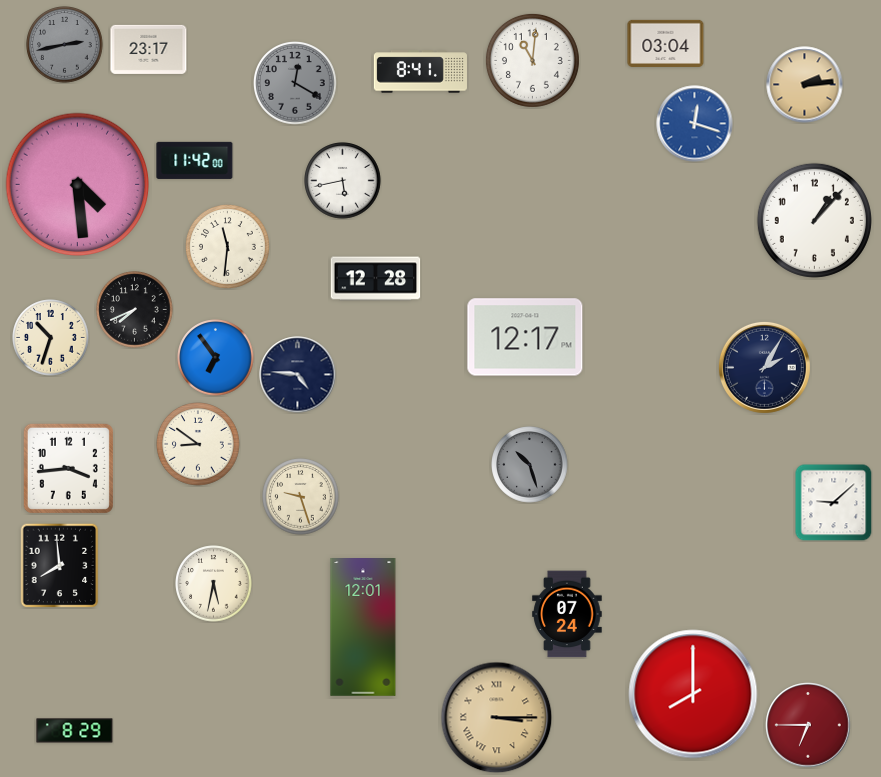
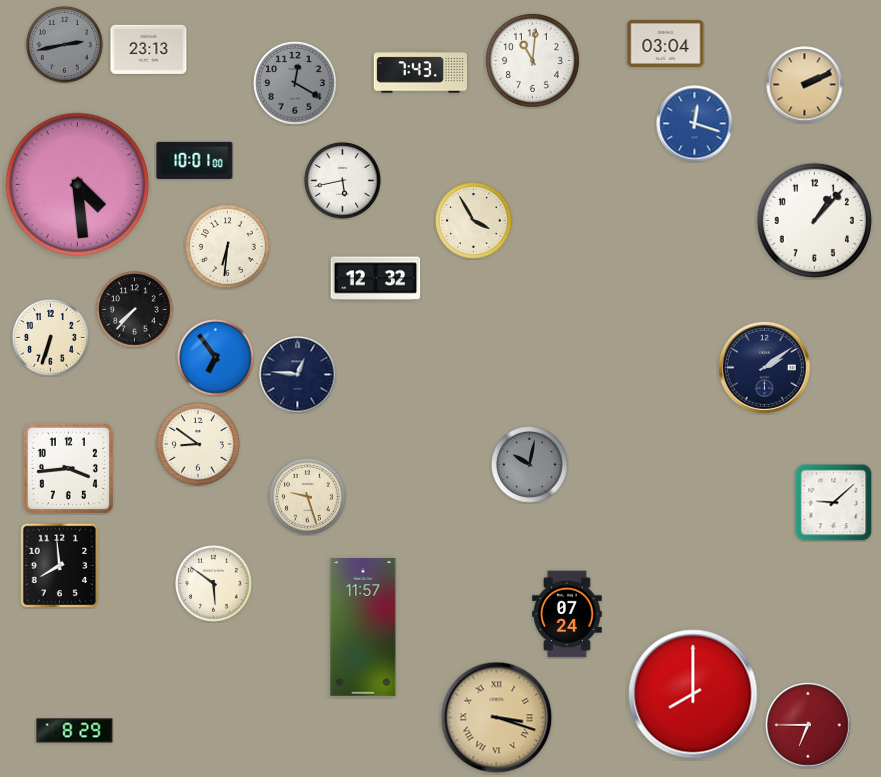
clock at (149, 49): 23:17 -> 23:13
clock at (420, 72): 8:41 -> 7:43
clock at (805, 85): 2:14 -> 2:11
clock at (195, 160): 11:42 -> 10:01
clock at (474, 221): none -> 3:55
clock at (228, 247): 11:31 -> 6:31
clock at (376, 279): 12:28 -> 12:32
clock at (135, 310): 7:41 -> 7:37
clock at (525, 337): 12:17 -> none
clock at (51, 338): 10:33 -> 6:33
clock at (764, 367): 2:05 -> 2:09
clock at (298, 375): 4:46 -> 12:46
clock at (530, 465): 10:27 -> 10:02
clock at (301, 497) position: (301, 497) -> (308, 497)
clock at (214, 584): 5:32 -> 5:51
clock at (363, 628): 12:01 -> 11:57
clock at (497, 718): 3:15 -> 3:18
